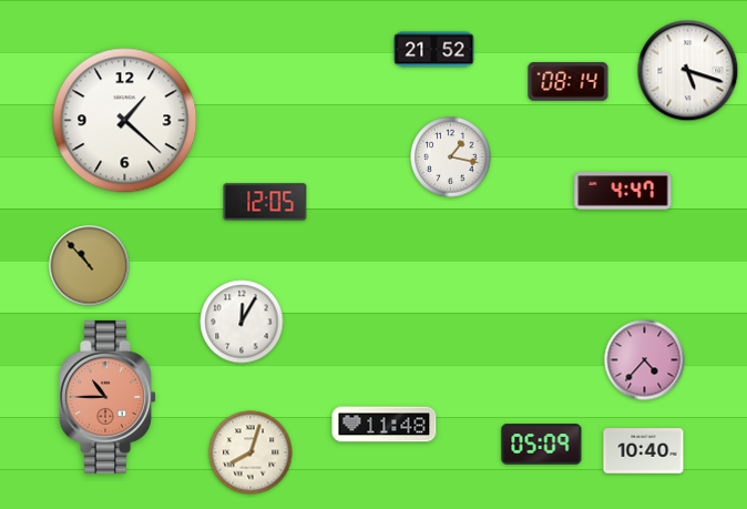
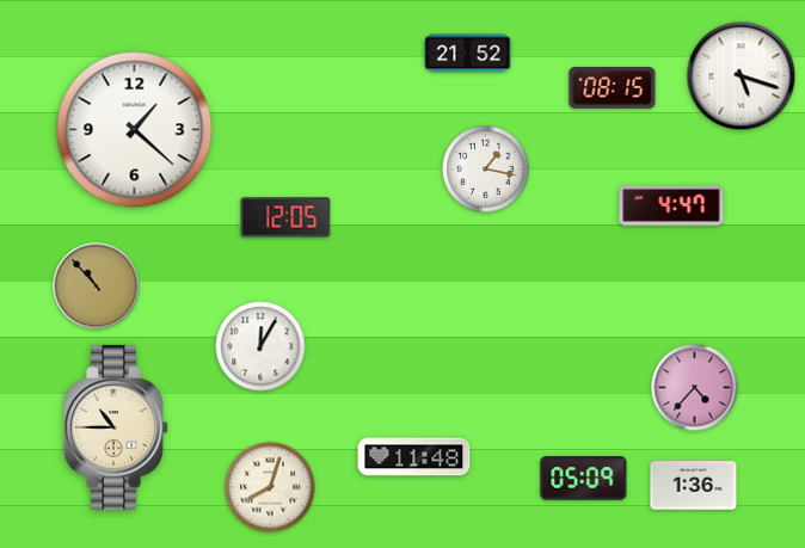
clock at (569, 82): 08:14 -> 08:15
clock at (109, 397) dial: salmon -> cream
clock at (644, 451): 10:40 -> 1:36
